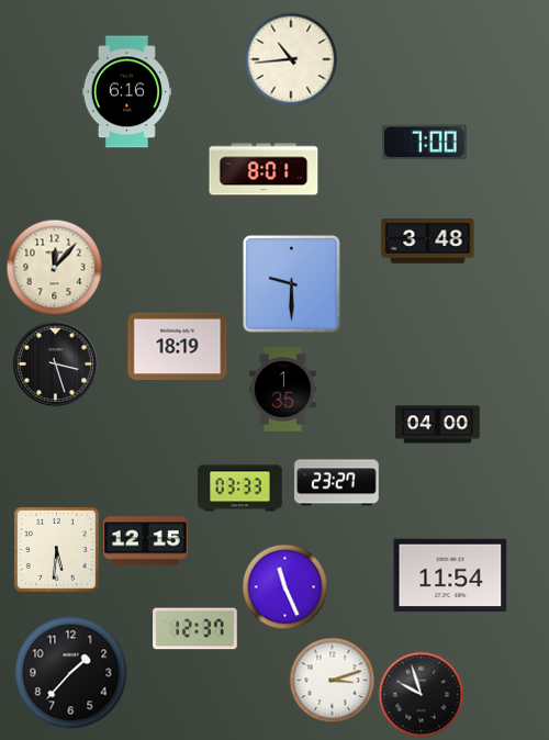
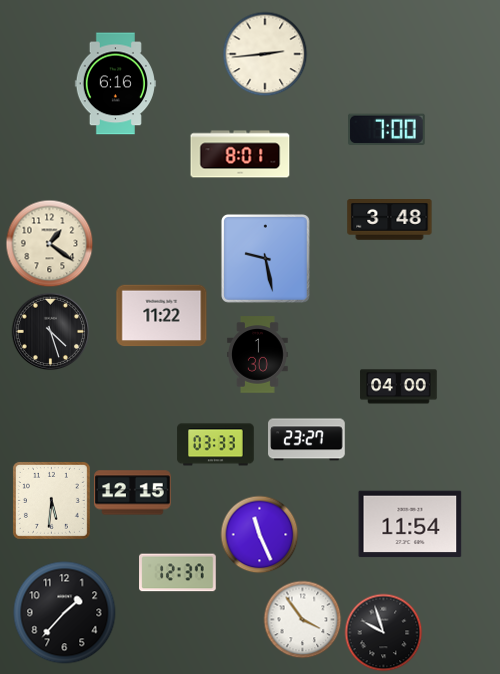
clock at (291, 59): 10:44 -> 2:44
clock at (54, 267): 12:07 -> 1:21
clock at (291, 283): 9:30 -> 9:28
clock at (178, 347): 18:19 -> 11:22
clock at (55, 363): 3:27 -> 4:27
clock at (283, 390): 1:35 -> 1:30
clock at (240, 489) position: (240, 489) -> (216, 445)
clock at (332, 680): 3:12 -> 3:54
